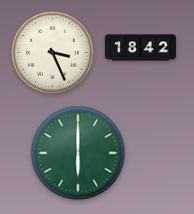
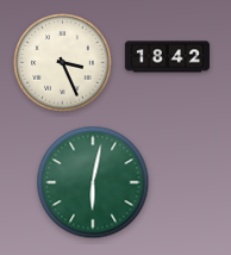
clock at (78, 153): 6:00 -> 6:02
